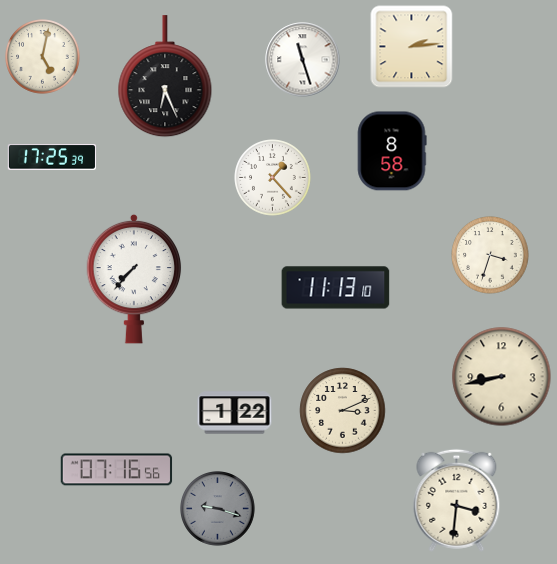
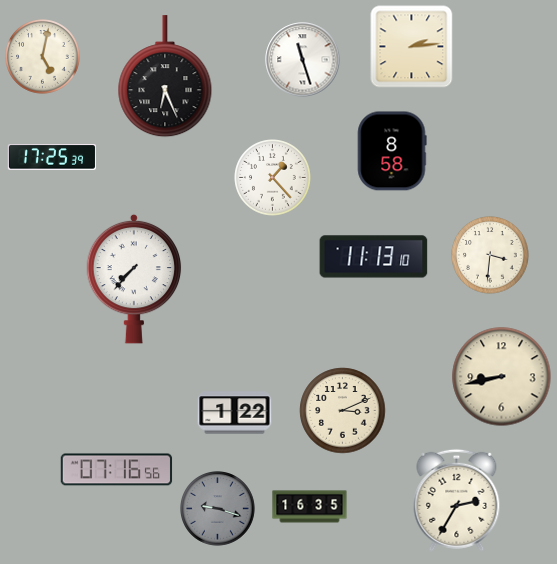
clock at (490, 255): 3:33 -> 3:31
clock at (336, 288) position: (336, 288) -> (374, 257)
clock at (457, 500): 3:31 -> 2:35
clock at (310, 507): none -> 16:35
